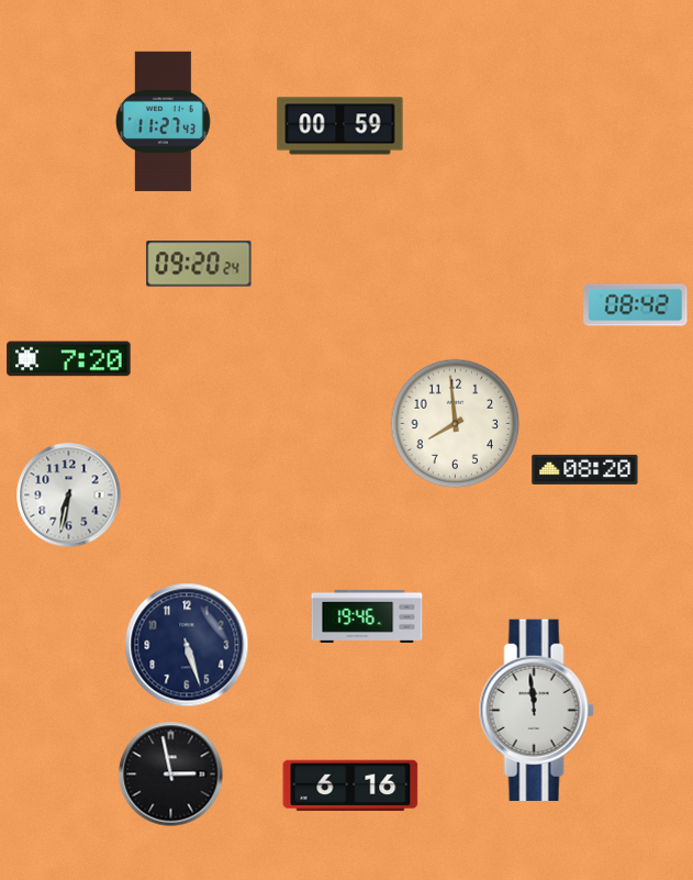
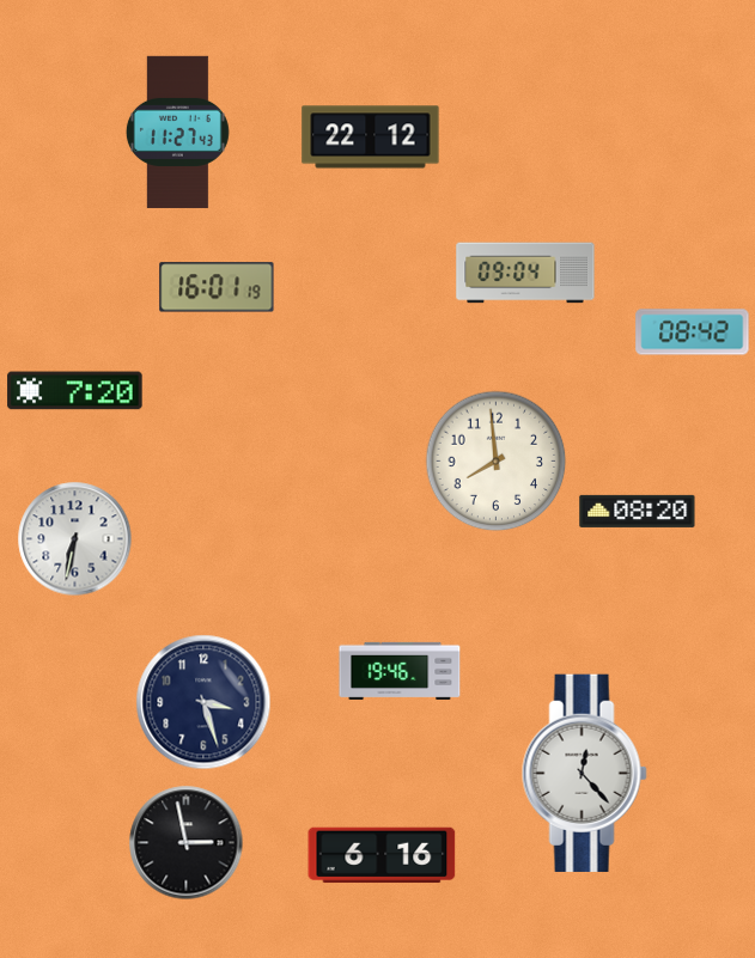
clock at (340, 126): 00:59 -> 22:12
clock at (525, 273): none -> 09:04
clock at (199, 264): 09:20 -> 16:01
clock at (187, 645): 5:27 -> 3:27
clock at (536, 710): 11:59 -> 12:23
